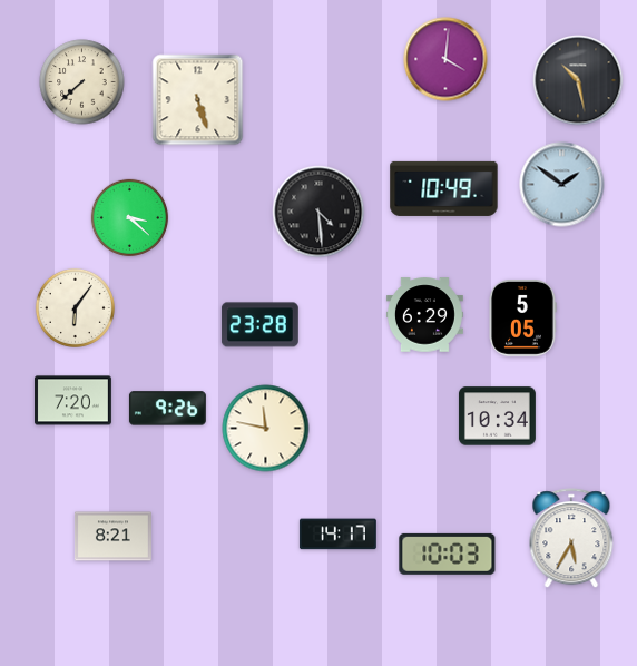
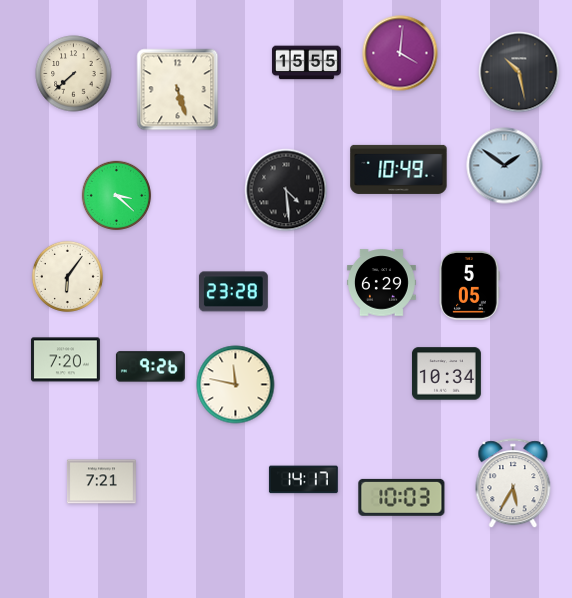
clock at (306, 63): none -> 15:55
clock at (266, 429) position: (266, 429) -> (236, 385)
clock at (112, 537): 8:21 -> 7:21
